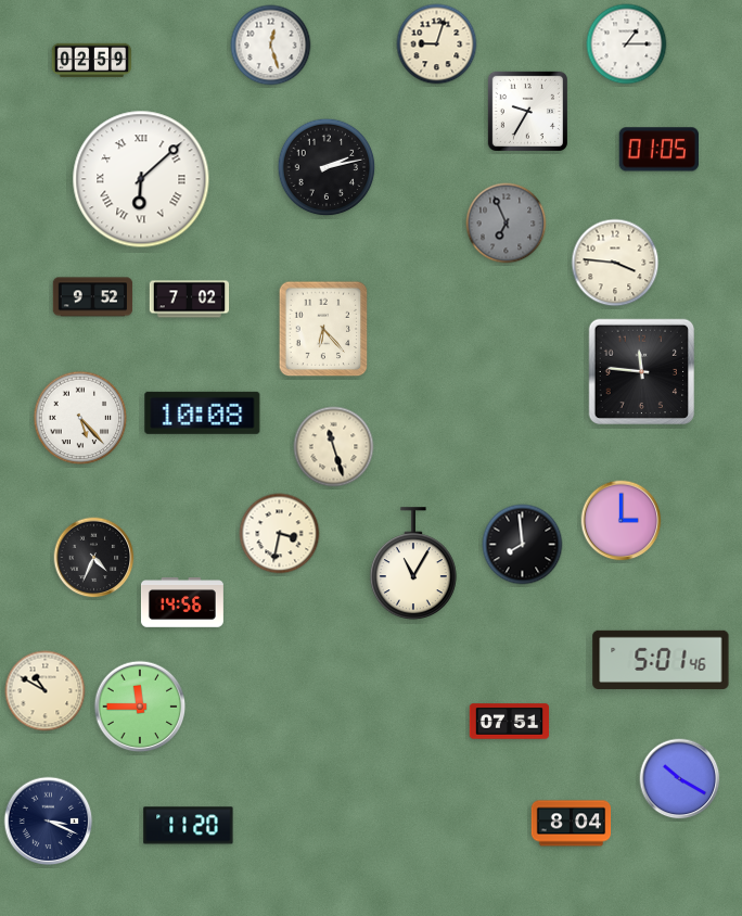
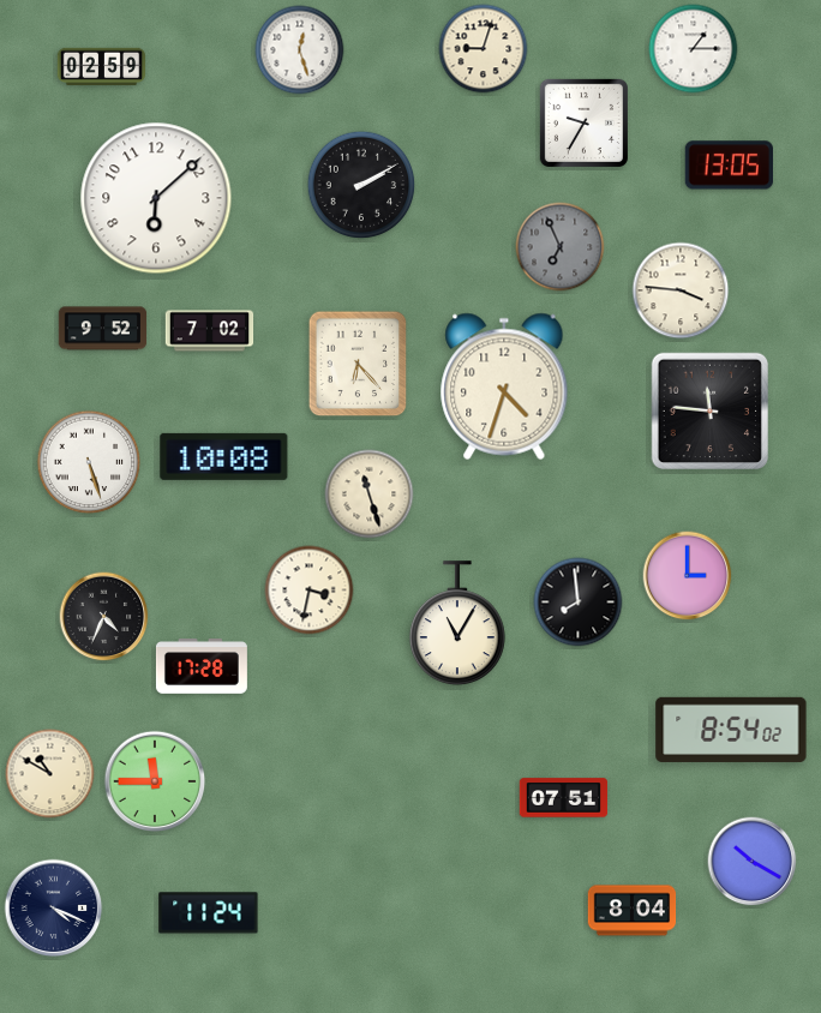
clock at (658, 150): 01:05 -> 13:05
clock at (327, 167): 2:13 -> 2:10
clock at (141, 179) numerals: Roman -> Arabic
clock at (504, 386): none -> 4:33
clock at (80, 418): 5:23 -> 5:27
clock at (182, 602): 14:56 -> 17:28
clock at (661, 660): 5:01 -> 8:54
clock at (46, 691) position: (46, 691) -> (50, 774)
clock at (49, 822): 3:19 -> 4:19
clock at (189, 826): 11:20 -> 11:24
